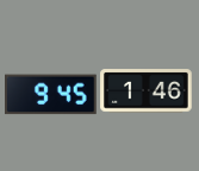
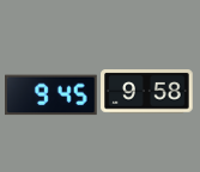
clock at (147, 91): 1:46 -> 9:58
